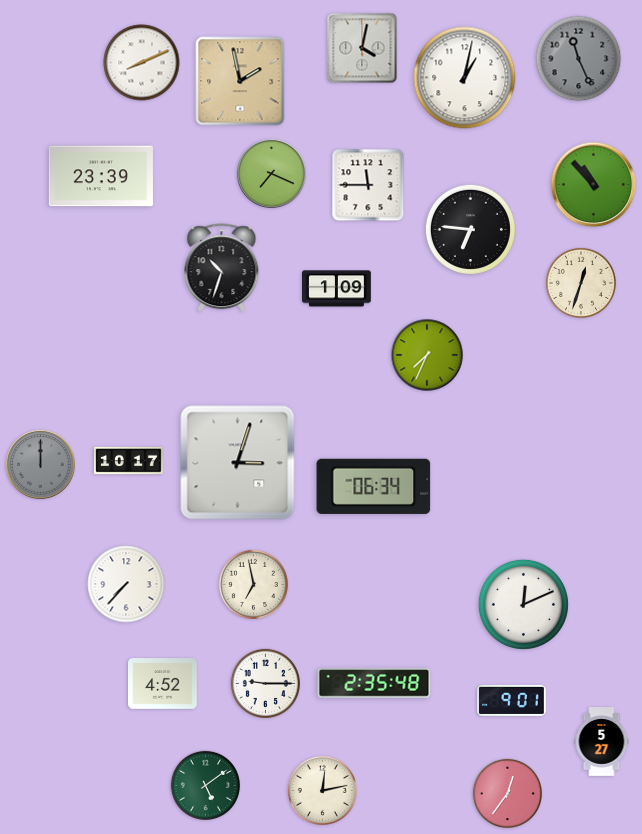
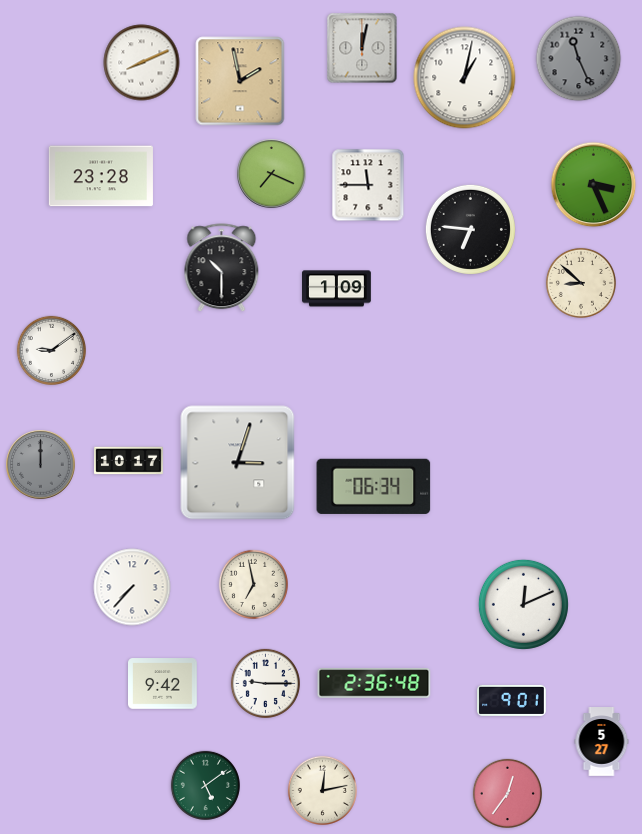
clock at (362, 48): 4:02 -> 12:02
clock at (101, 176): 23:39 -> 23:28
clock at (594, 185): 10:53 -> 3:26
clock at (222, 268): 10:33 -> 10:30
clock at (581, 283): 12:33 -> 8:52
clock at (51, 350): none -> 9:09
clock at (427, 355): 7:34 -> none
clock at (126, 584) position: (126, 584) -> (132, 587)
clock at (374, 683): 2:35 -> 2:36
clock at (163, 684): 4:52 -> 9:42
